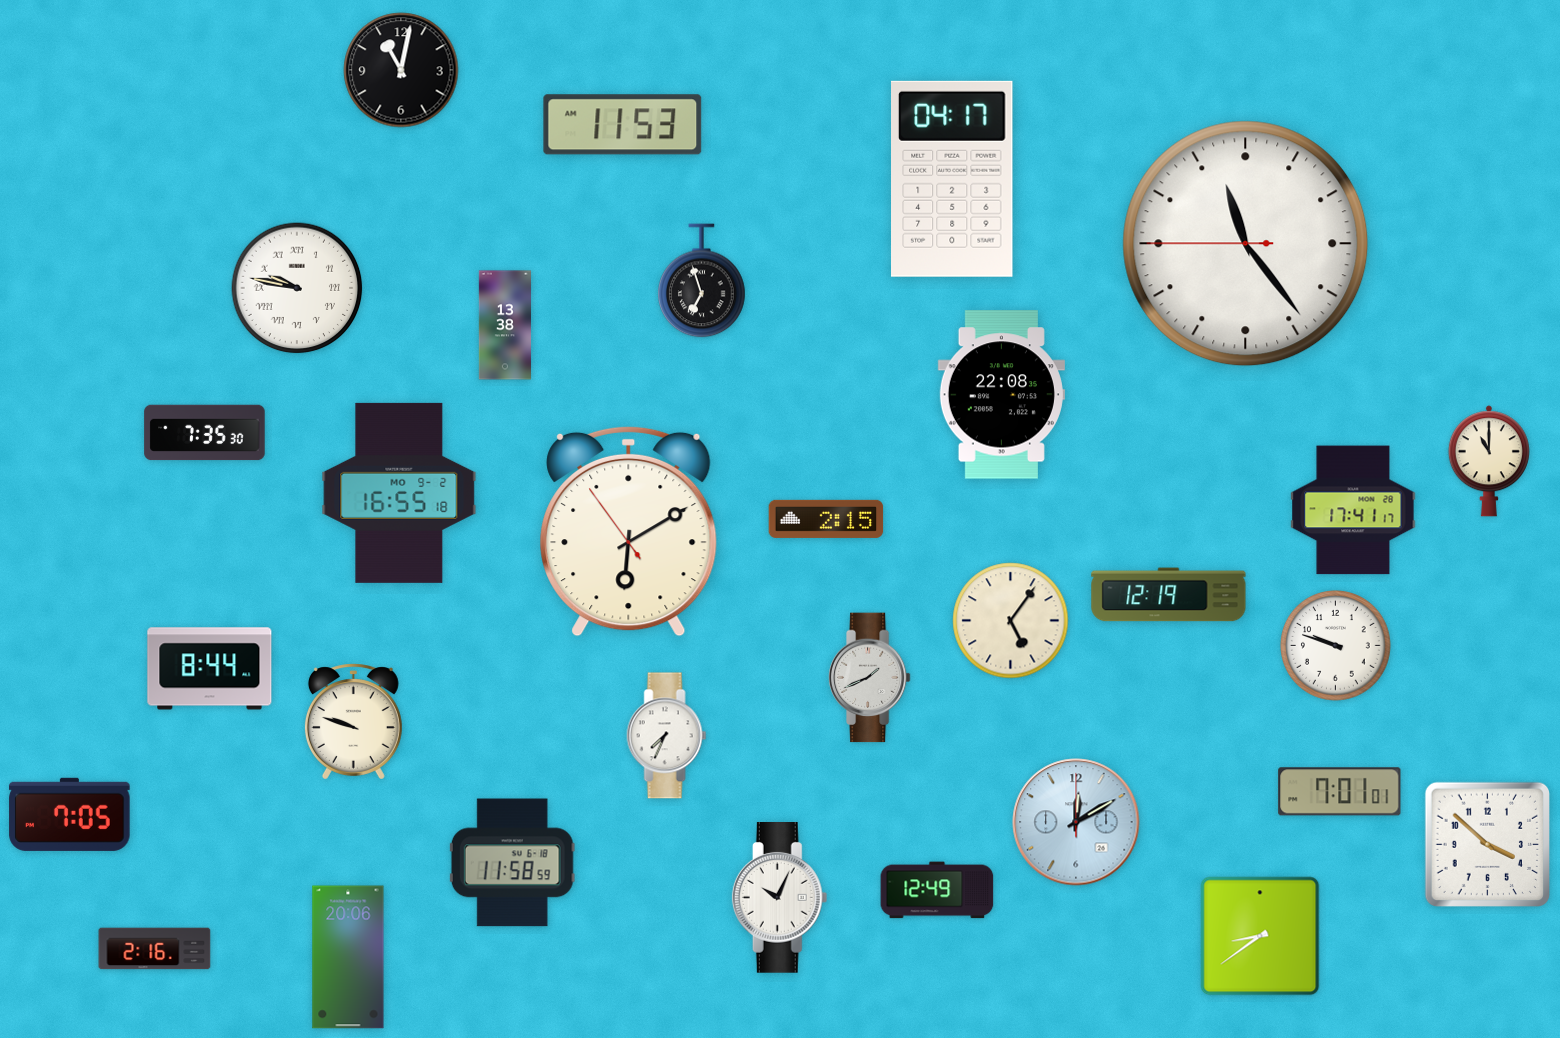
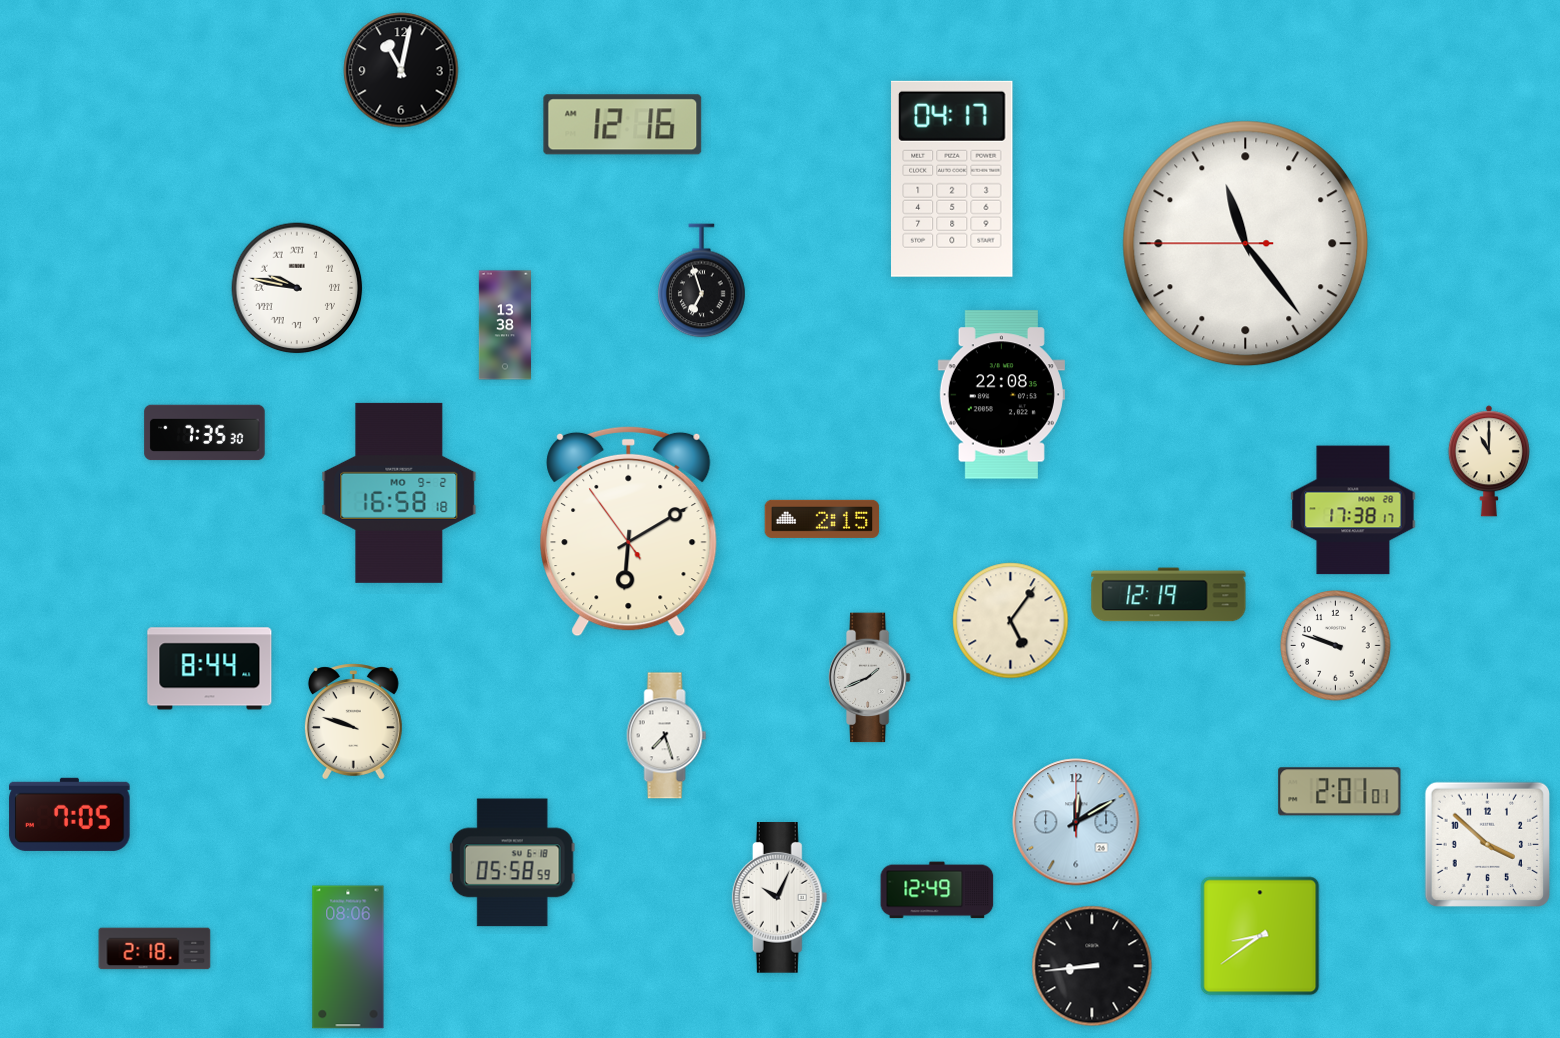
clock at (623, 125): 11:53 -> 12:16
clock at (399, 493): 16:55 -> 16:58
clock at (1353, 510): 17:41 -> 17:38
clock at (826, 519) position: (826, 519) -> (822, 519)
clock at (667, 736): 7:34 -> 7:27
clock at (1340, 792): 7:01 -> 2:01
clock at (512, 863): 11:58 -> 05:58
clock at (155, 949): 2:16 -> 2:18
clock at (348, 957): 20:06 -> 08:06
clock at (1092, 966): none -> 8:44
